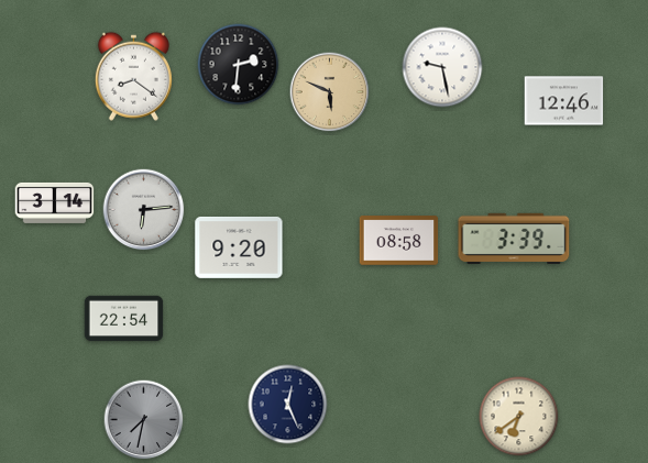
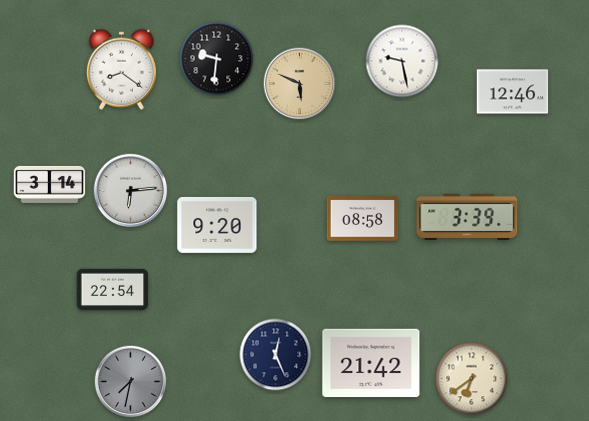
clock at (239, 65): 2:31 -> 9:31
clock at (371, 363): none -> 21:42
clock at (288, 405) position: (288, 405) -> (276, 355)
